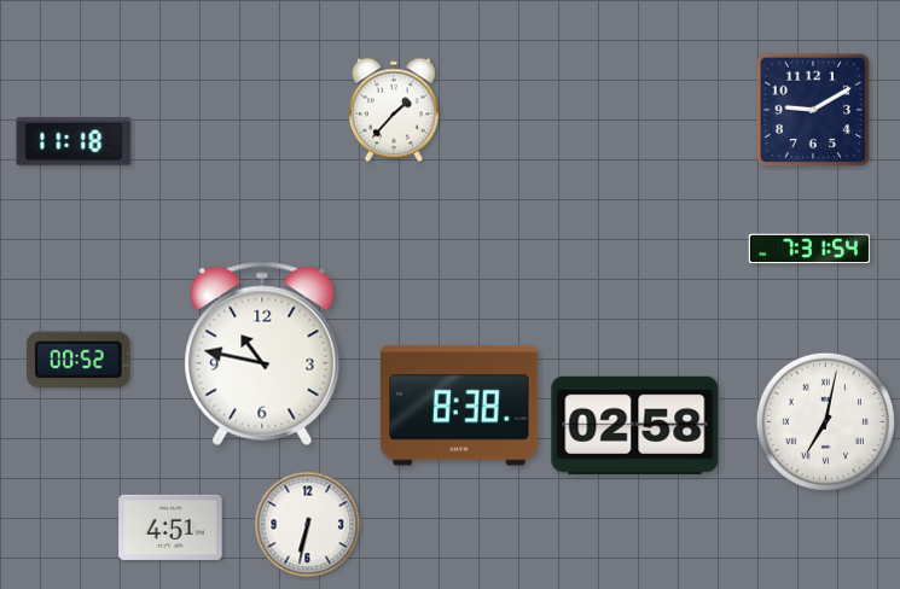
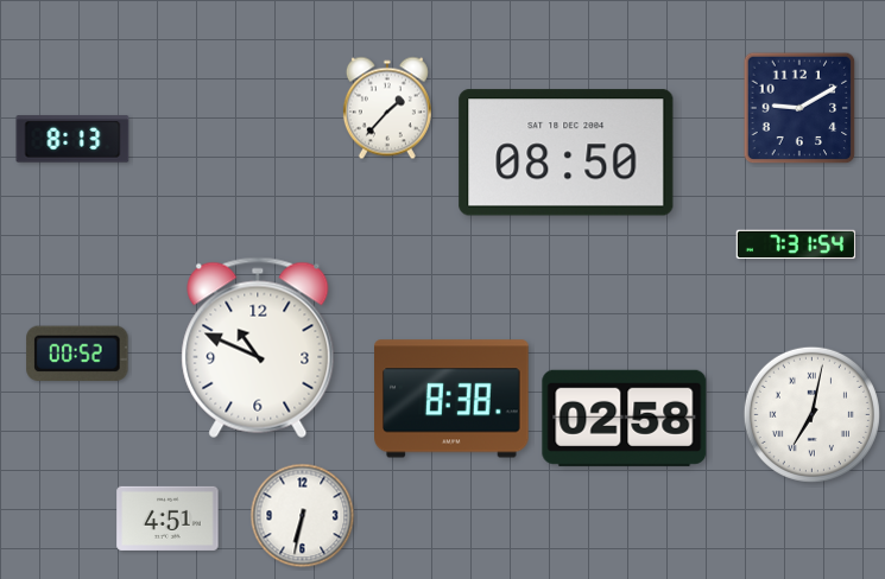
clock at (74, 141): 11:18 -> 8:13
clock at (567, 153): none -> 08:50
clock at (262, 354): 10:47 -> 10:49
